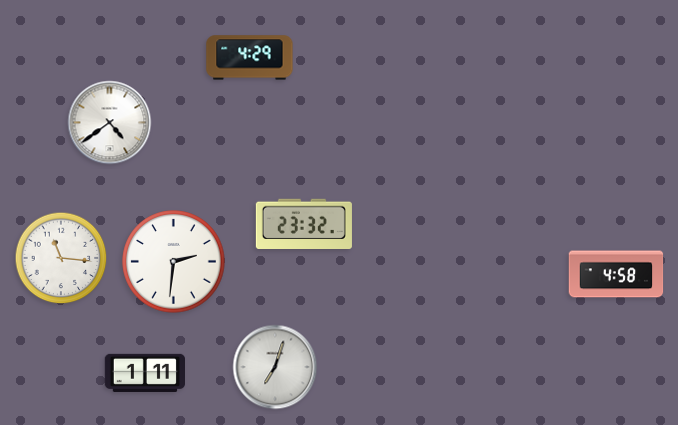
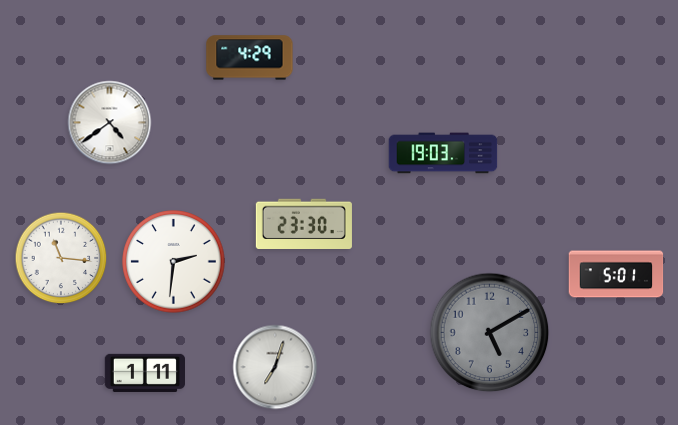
clock at (443, 153): none -> 19:03
clock at (304, 223): 23:32 -> 23:30
clock at (616, 274): 4:58 -> 5:01
clock at (490, 333): none -> 5:10
